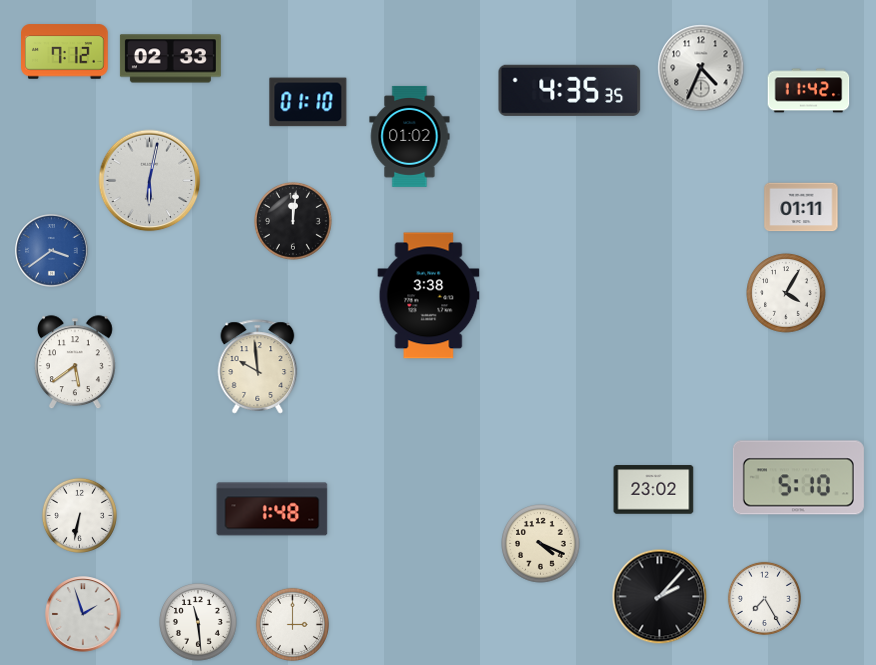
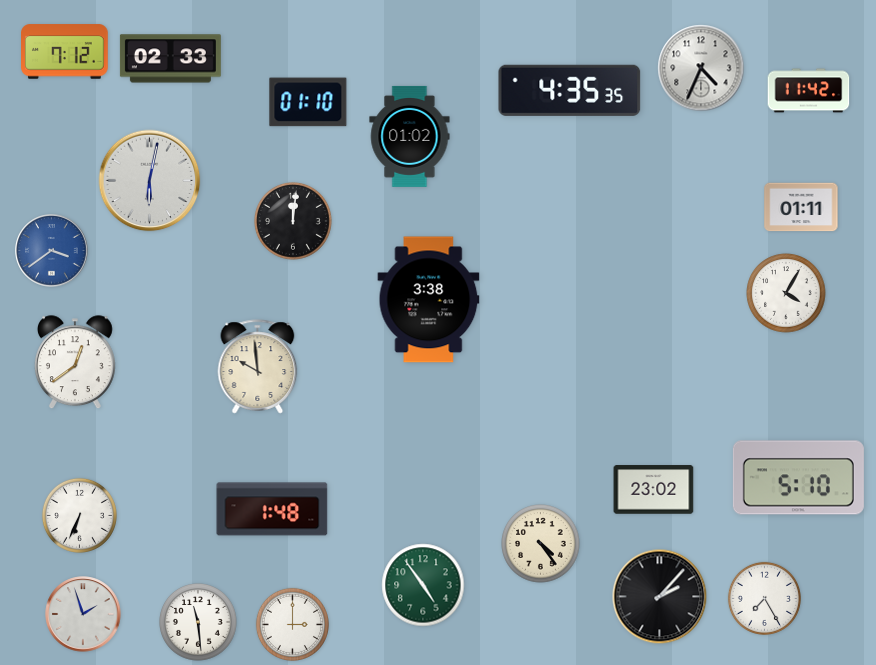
clock at (429, 296) position: (429, 296) -> (429, 300)
clock at (75, 363): 5:39 -> 12:39
clock at (79, 515): 6:32 -> 6:34
clock at (541, 544): 4:19 -> 4:24
clock at (423, 585): none -> 4:54
